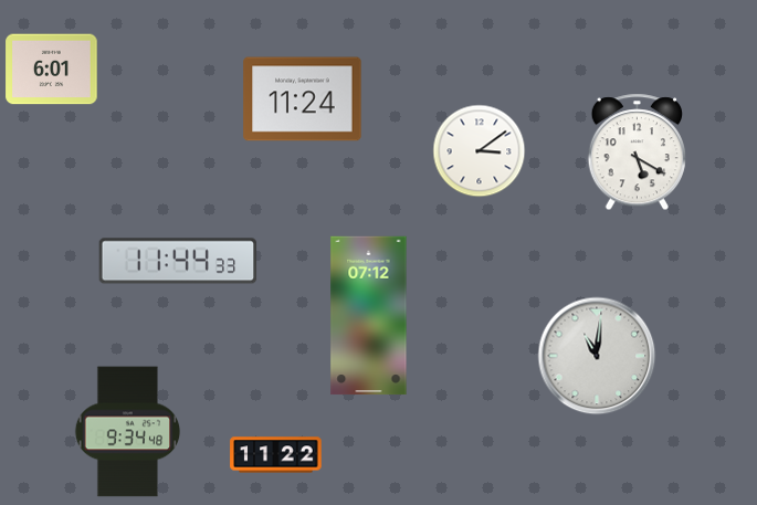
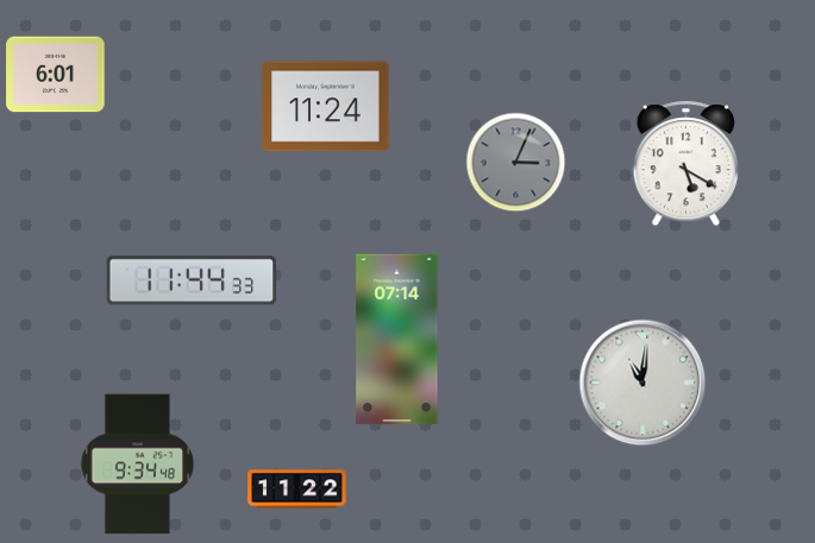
clock at (480, 151): 3:09 -> 3:04
clock at (480, 151) dial: white -> grey
clock at (369, 316): 07:12 -> 07:14
